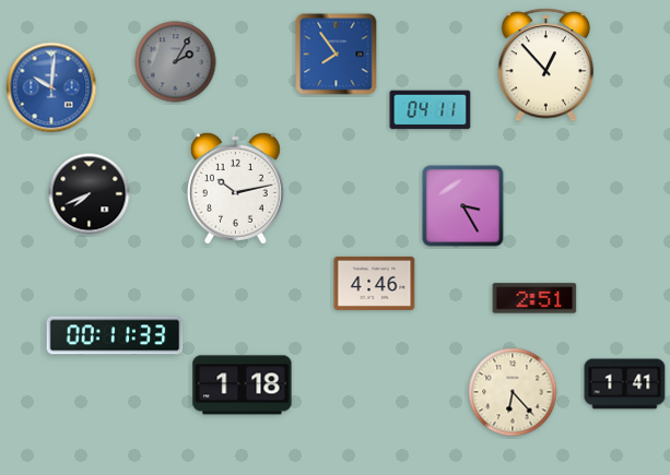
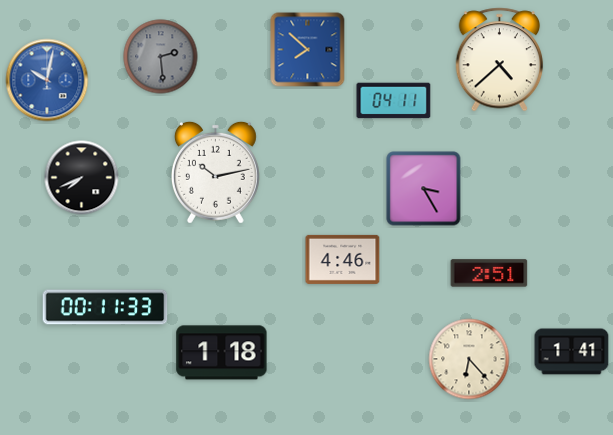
clock at (337, 55): 7:54 -> 7:52
clock at (176, 62): 2:05 -> 2:29
clock at (546, 66): 12:53 -> 4:38
clock at (51, 87): 10:01 -> 10:02
